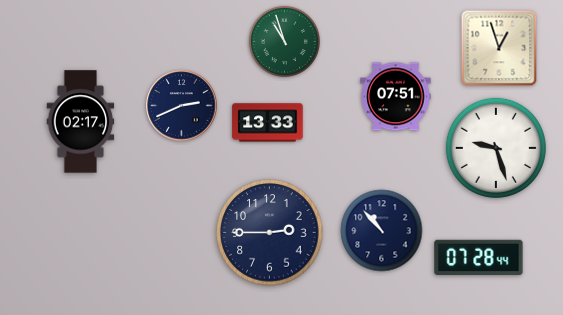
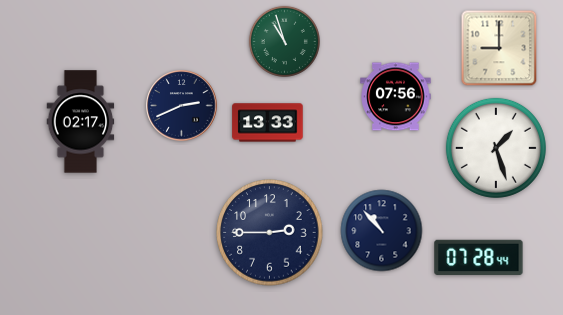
clock at (499, 48): 12:57 -> 9:00
clock at (396, 97): 07:51 -> 07:56
clock at (496, 148): 9:27 -> 1:27
